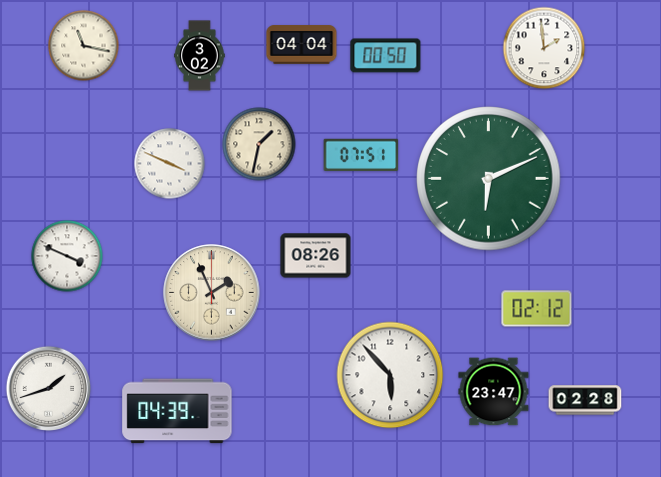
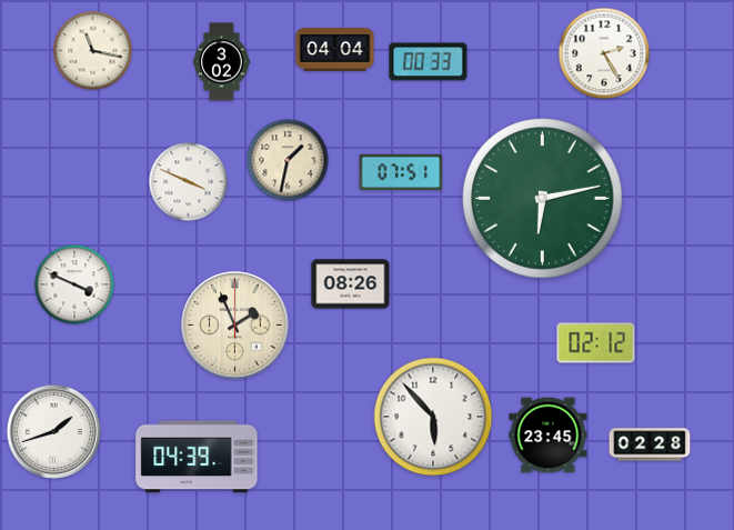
clock at (544, 48): 1:59 -> 2:25
clock at (386, 56): 00:50 -> 00:33
clock at (489, 179): 6:11 -> 6:13
clock at (494, 392): 23:47 -> 23:45
